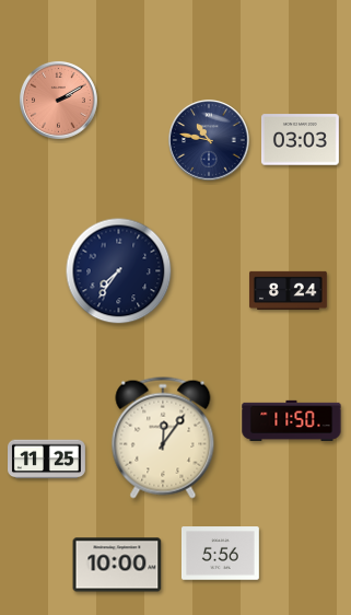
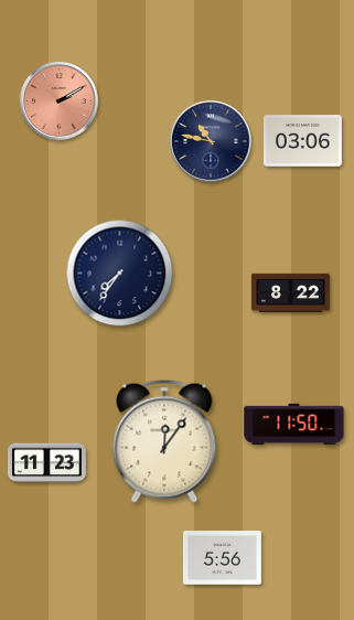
clock at (300, 140): 03:03 -> 03:06
clock at (288, 290): 8:24 -> 8:22
clock at (47, 460): 11:25 -> 11:23
clock at (117, 565): 10:00 -> none
